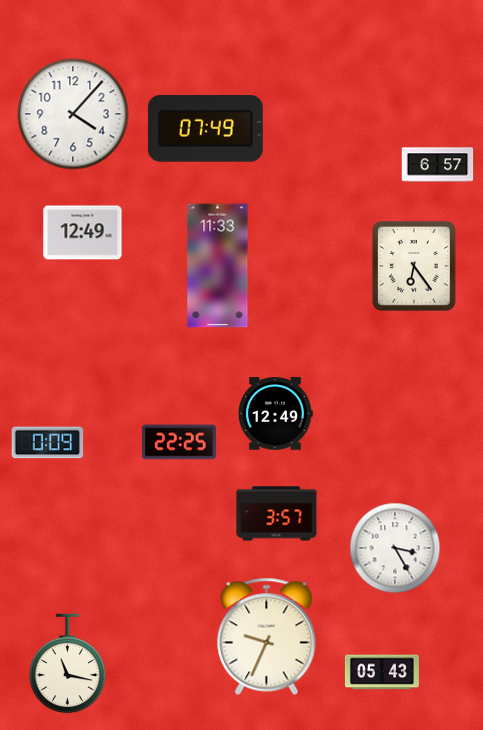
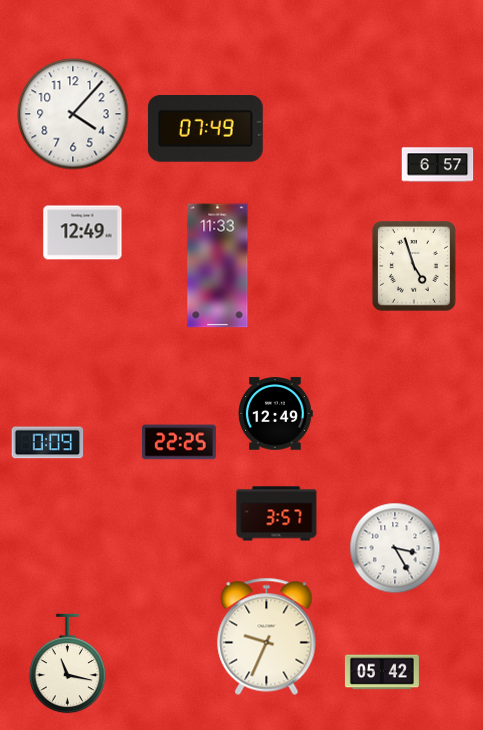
clock at (414, 267): 6:24 -> 4:57
clock at (382, 672): 05:43 -> 05:42
